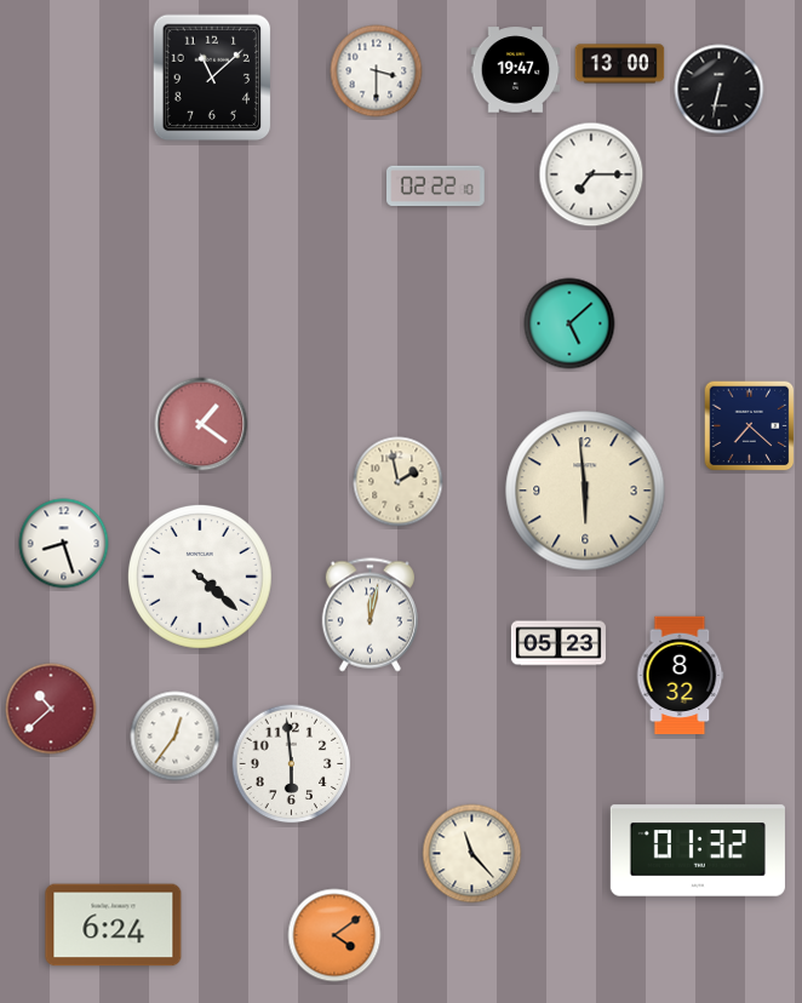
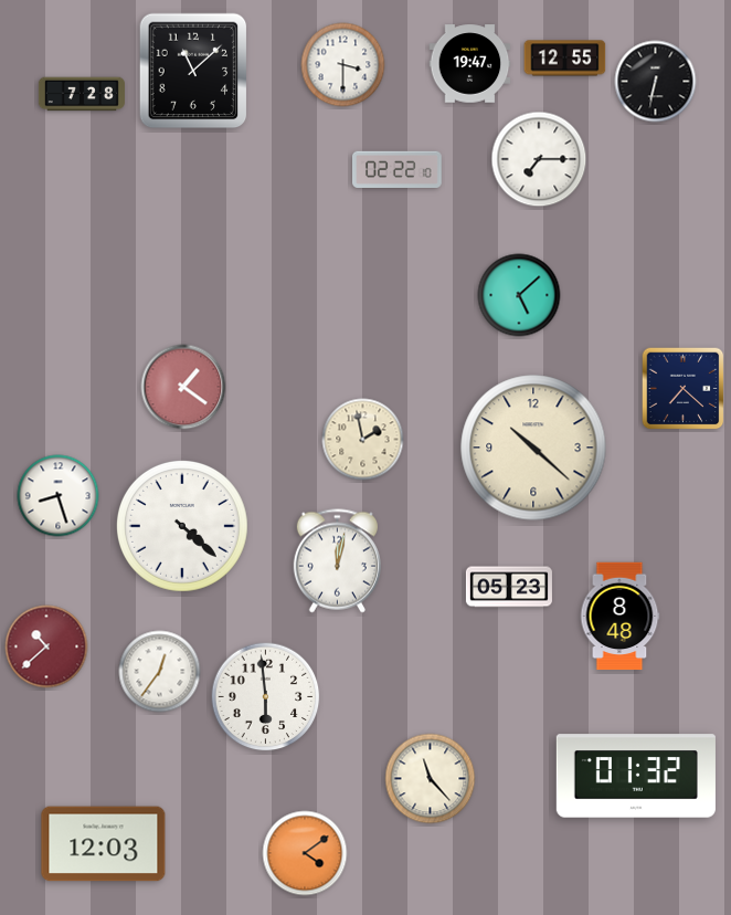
clock at (620, 64): 13:00 -> 12:55
clock at (82, 94): none -> 7:28
clock at (585, 491): 5:59 -> 10:22
clock at (680, 676): 8:32 -> 8:48
clock at (114, 925): 6:24 -> 12:03
